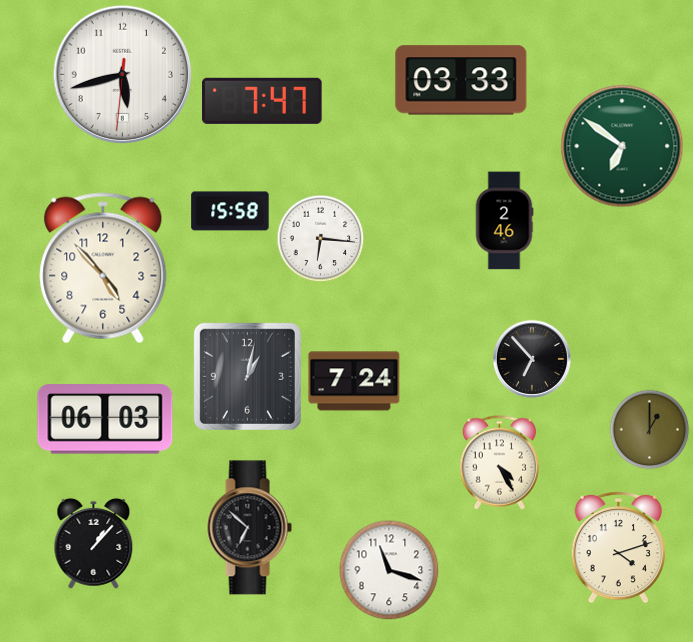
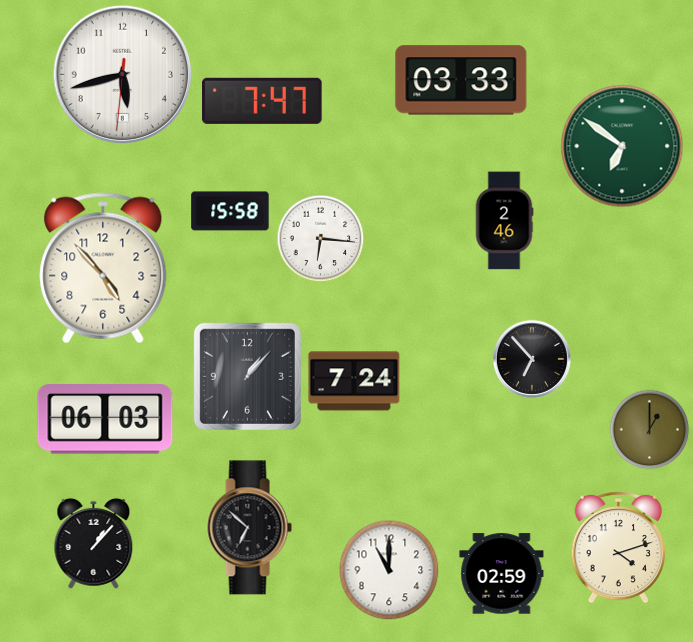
clock at (247, 376): 1:02 -> 1:07
clock at (500, 463): 4:25 -> none
clock at (389, 570): 11:18 -> 11:00
clock at (502, 574): none -> 02:59
